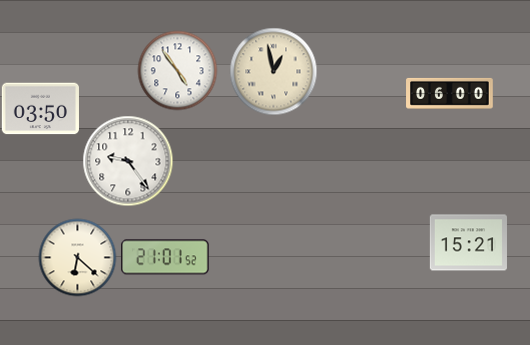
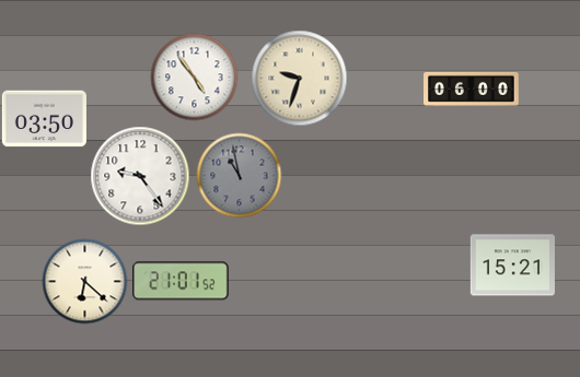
clock at (273, 71): 12:58 -> 9:33
clock at (450, 93) position: (450, 93) -> (472, 89)
clock at (239, 175): none -> 10:58
